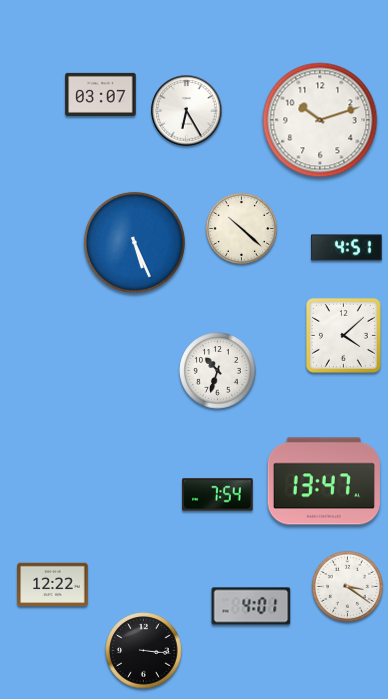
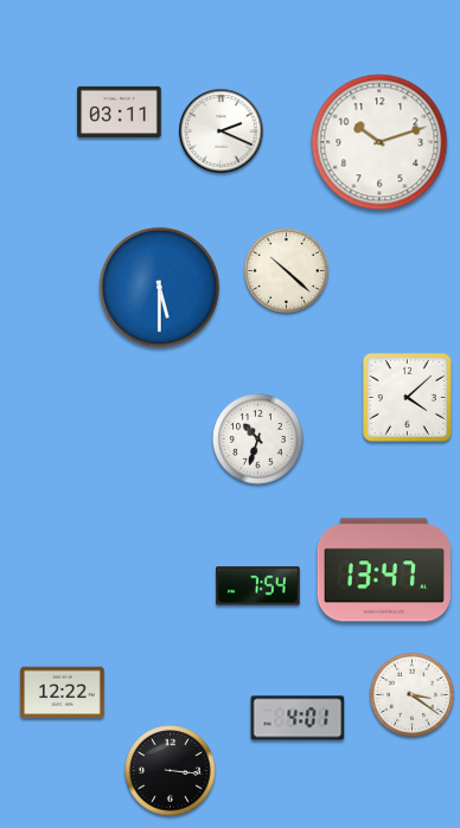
clock at (101, 94): 03:07 -> 03:11
clock at (187, 111): 6:25 -> 2:19
clock at (134, 242): 5:26 -> 5:30
clock at (347, 248): 4:51 -> none
